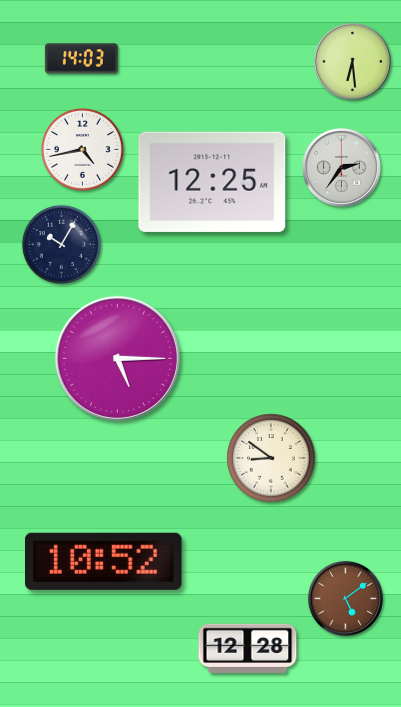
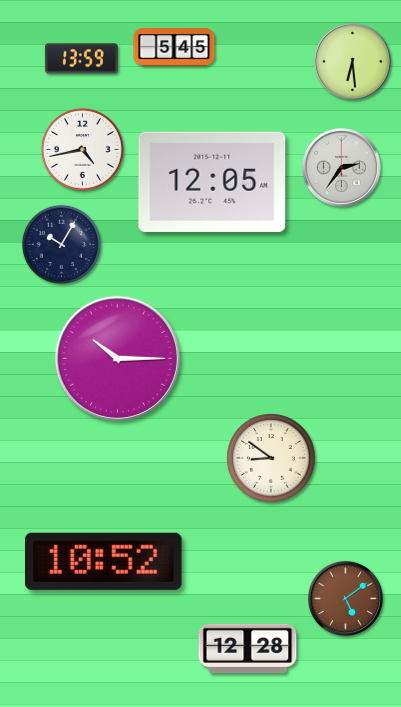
clock at (174, 47): none -> 5:45
clock at (81, 59): 14:03 -> 13:59
clock at (212, 182): 12:25 -> 12:05
clock at (117, 358): 5:15 -> 10:15
